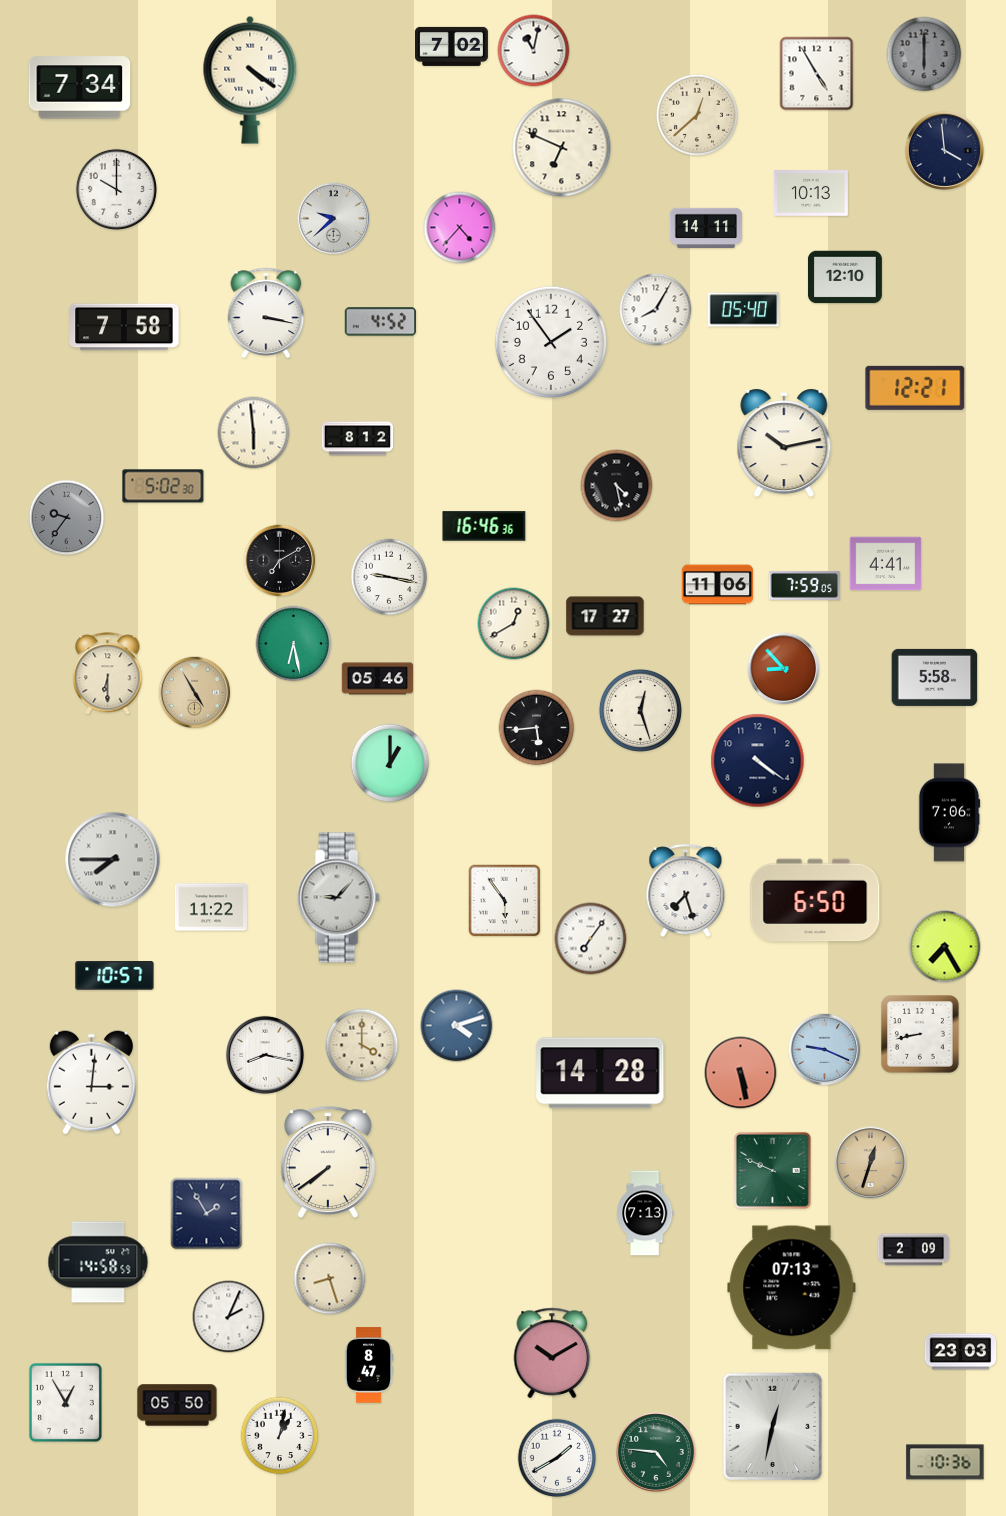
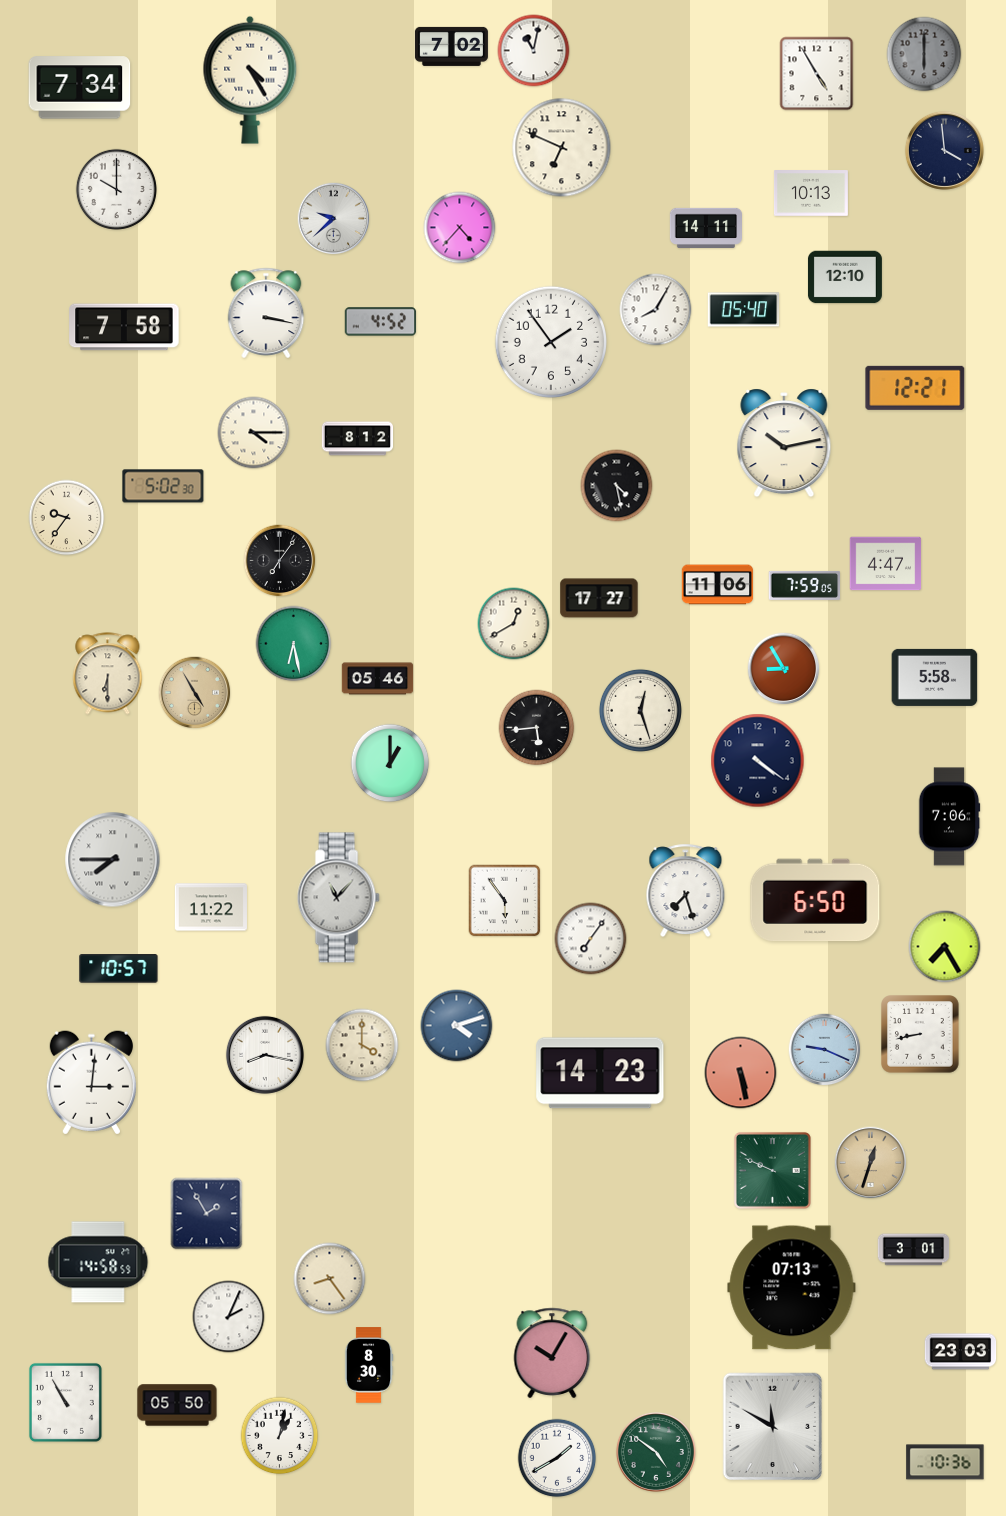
clock at (250, 80): 4:21 -> 4:25
clock at (697, 115): 12:38 -> none
clock at (254, 433): 5:59 -> 4:15
clock at (67, 518) dial: grey -> cream
clock at (484, 526): 16:46 -> none
clock at (280, 561): 7:10 -> 7:06
clock at (886, 564): 4:41 -> 4:47
clock at (389, 577): 9:17 -> none
clock at (605, 616) position: (605, 616) -> (599, 598)
clock at (784, 669): 8:53 -> 8:55
clock at (949, 813) position: (949, 813) -> (949, 817)
clock at (338, 898): 9:07 -> 11:07
clock at (115, 976) position: (115, 976) -> (119, 969)
clock at (600, 1073): 14:28 -> 14:23
clock at (328, 1162): 7:39 -> none
clock at (645, 1213): 7:13 -> none
clock at (914, 1250): 2:09 -> 3:01
clock at (330, 1279): 8:27 -> 8:24
clock at (552, 1353): 10:10 -> 10:05
clock at (369, 1365): 8:47 -> 8:30
clock at (65, 1402): 12:55 -> 10:55
clock at (773, 1427): 12:32 -> 11:50
clock at (656, 1452): 4:46 -> 4:51
